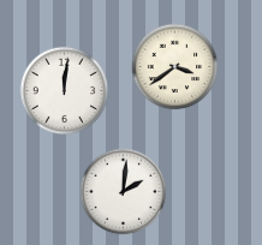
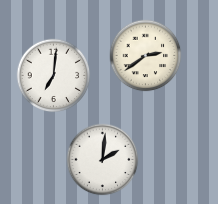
clock at (175, 67): 3:39 -> 2:39
clock at (65, 91): 12:01 -> 7:01
